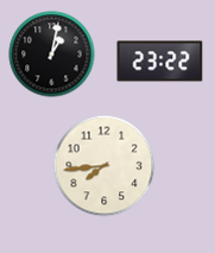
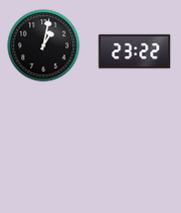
clock at (105, 166): 7:44 -> none
